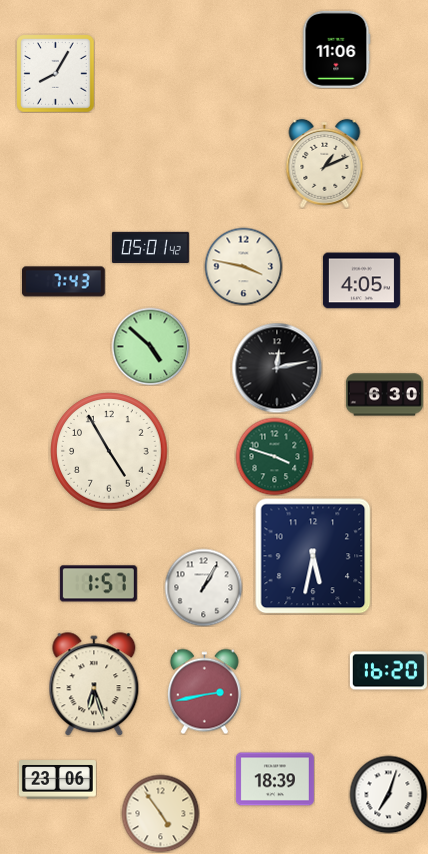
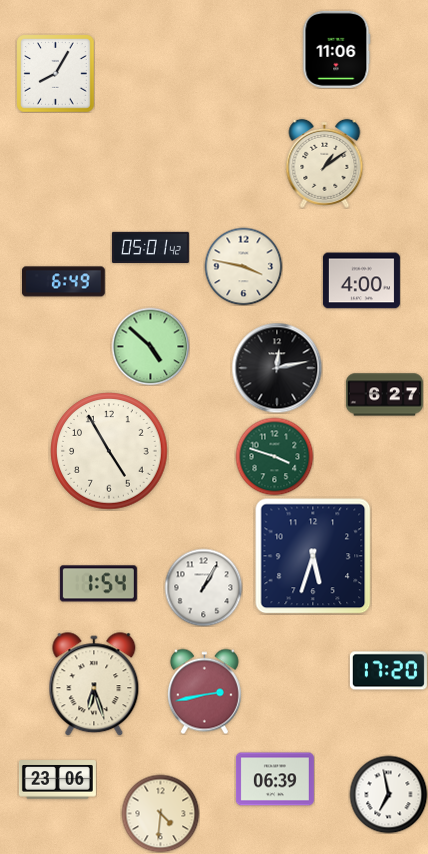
clock at (325, 163): 1:11 -> 1:09
clock at (361, 281): 4:05 -> 4:00
clock at (64, 282): 7:43 -> 6:49
clock at (384, 395): 6:30 -> 6:27
clock at (313, 556): 5:32 -> 5:33
clock at (98, 584): 1:57 -> 1:54
clock at (388, 671): 16:20 -> 17:20
clock at (275, 779): 18:39 -> 06:39
clock at (388, 794): 7:03 -> 6:58
clock at (160, 813): 4:54 -> 4:31
